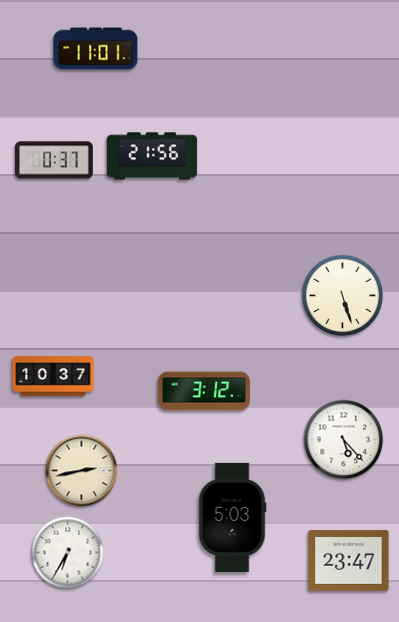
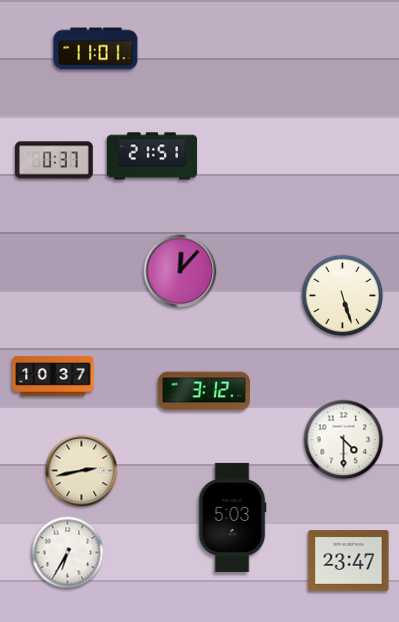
clock at (152, 156): 21:56 -> 21:51
clock at (180, 271): none -> 12:07
clock at (344, 440): 5:23 -> 4:30
